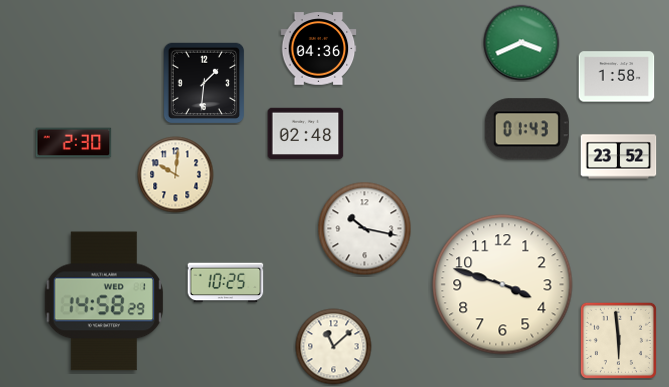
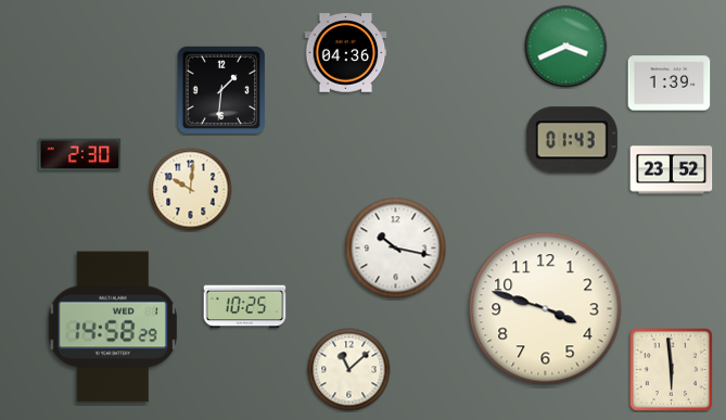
clock at (617, 77): 1:58 -> 1:39
clock at (306, 134): 02:48 -> none
clock at (334, 347) position: (334, 347) -> (349, 370)
